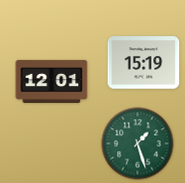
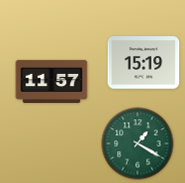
clock at (52, 81): 12:01 -> 11:57
clock at (138, 144): 1:27 -> 1:20
